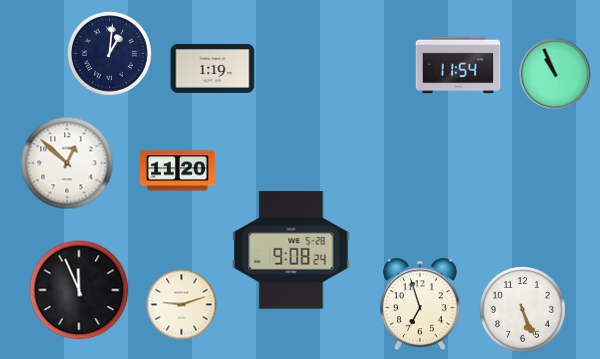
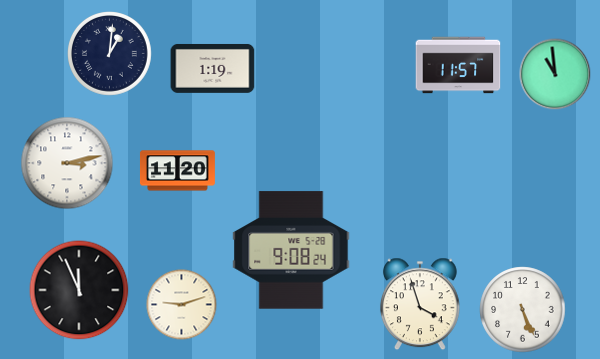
clock at (458, 65): 11:54 -> 11:57
clock at (555, 74): 10:56 -> 10:59
clock at (67, 163): 12:52 -> 3:13
clock at (420, 304): 6:57 -> 3:57
